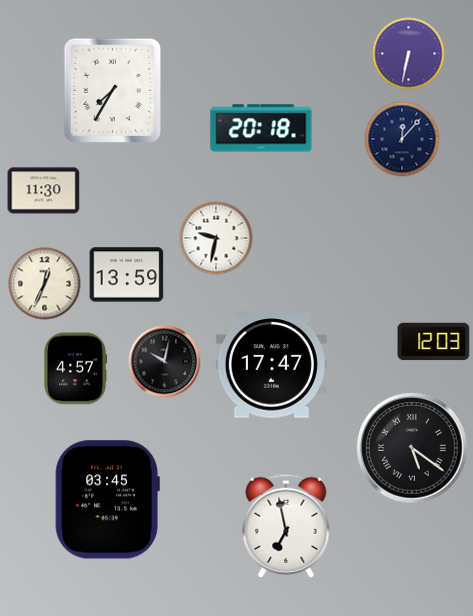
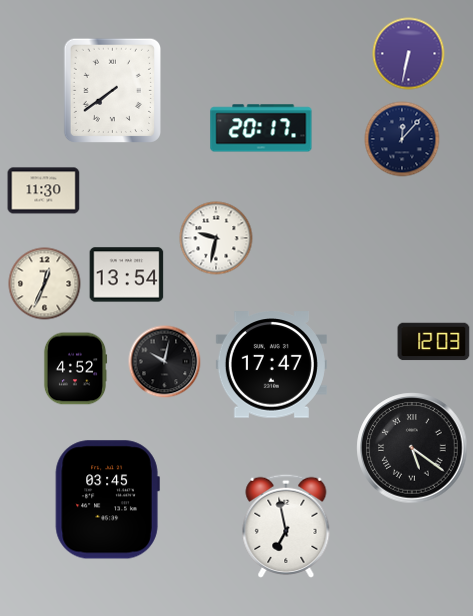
clock at (112, 90): 7:35 -> 7:39
clock at (261, 128): 20:18 -> 20:17
clock at (127, 275): 13:59 -> 13:54
clock at (75, 369): 4:57 -> 4:52
